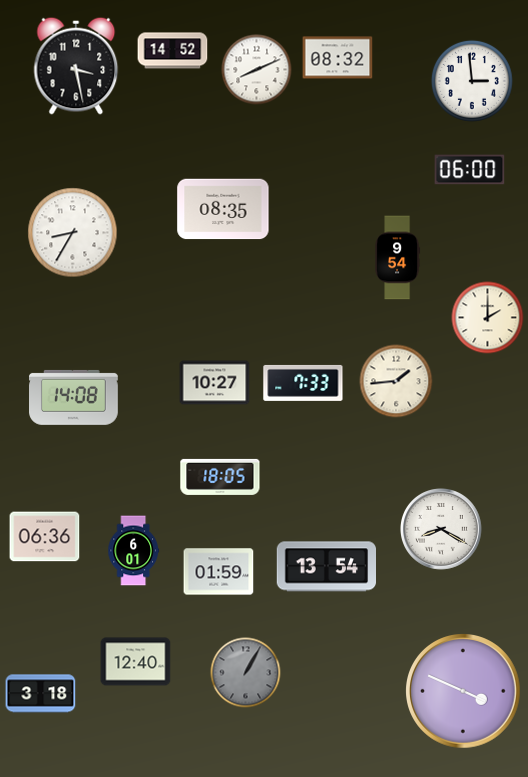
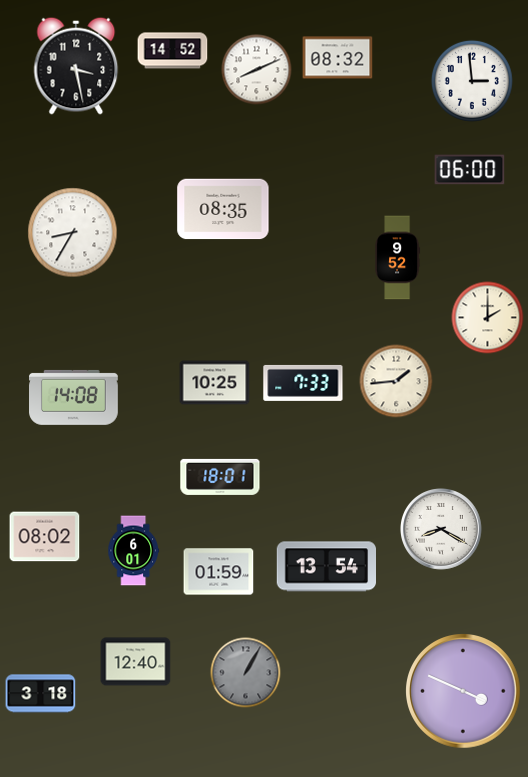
clock at (398, 258): 9:54 -> 9:52
clock at (215, 383): 10:27 -> 10:25
clock at (220, 477): 18:05 -> 18:01
clock at (45, 537): 06:36 -> 08:02
